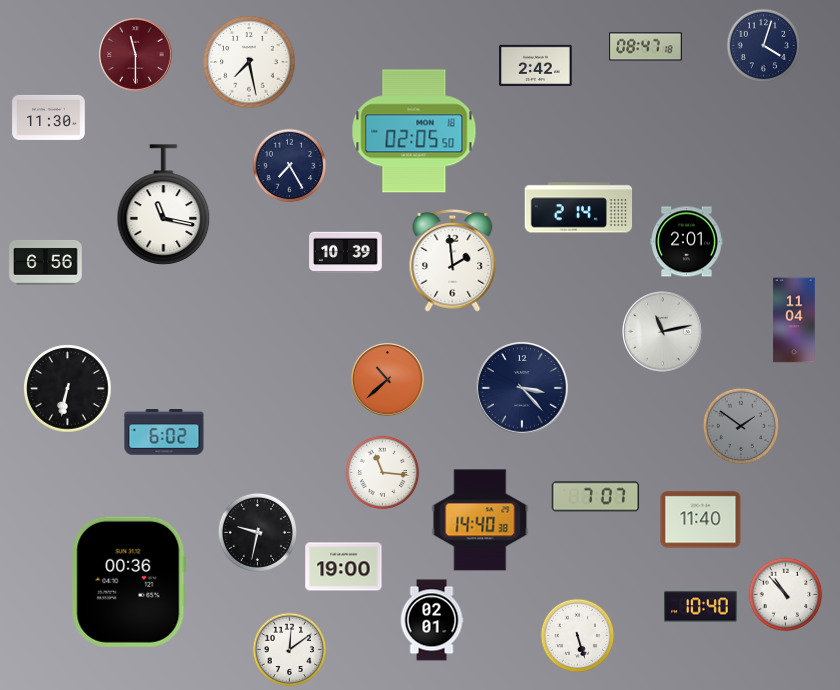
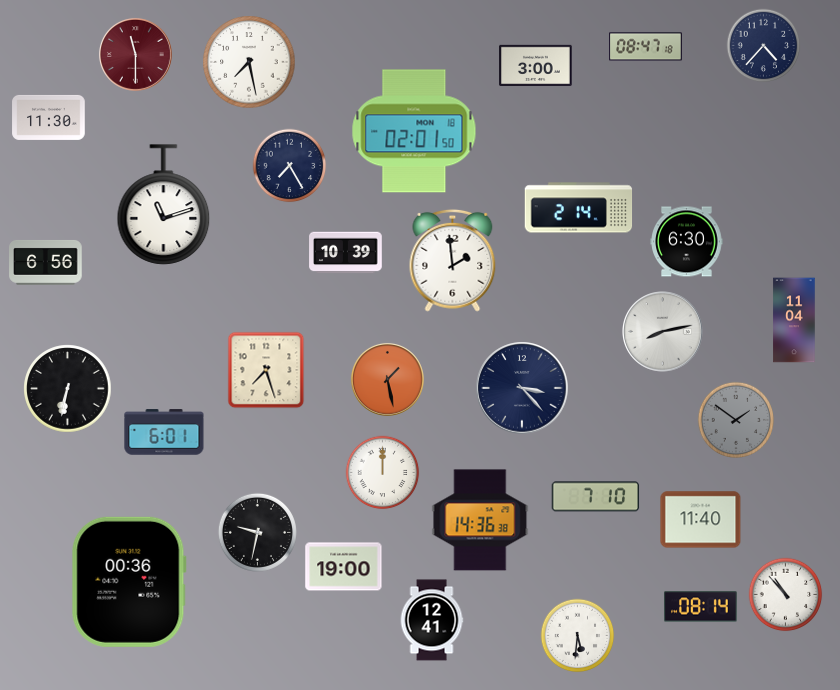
clock at (764, 46): 4:03 -> 4:37
clock at (536, 65): 2:42 -> 3:00
clock at (414, 131): 02:05 -> 02:01
clock at (164, 205): 11:17 -> 11:12
clock at (687, 242): 2:01 -> 6:30
clock at (663, 332): 11:13 -> 8:13
clock at (266, 370): none -> 7:27
clock at (387, 379): 10:38 -> 1:28
clock at (740, 425) position: (740, 425) -> (735, 419)
clock at (164, 432): 6:02 -> 6:01
clock at (383, 473): 11:16 -> 12:00
clock at (596, 497): 7:07 -> 7:10
clock at (480, 520): 14:40 -> 14:36
clock at (701, 607): 10:40 -> 08:14
clock at (432, 620): 02:01 -> 12:41
clock at (578, 636): 5:27 -> 5:31
clock at (290, 650): 12:09 -> none
